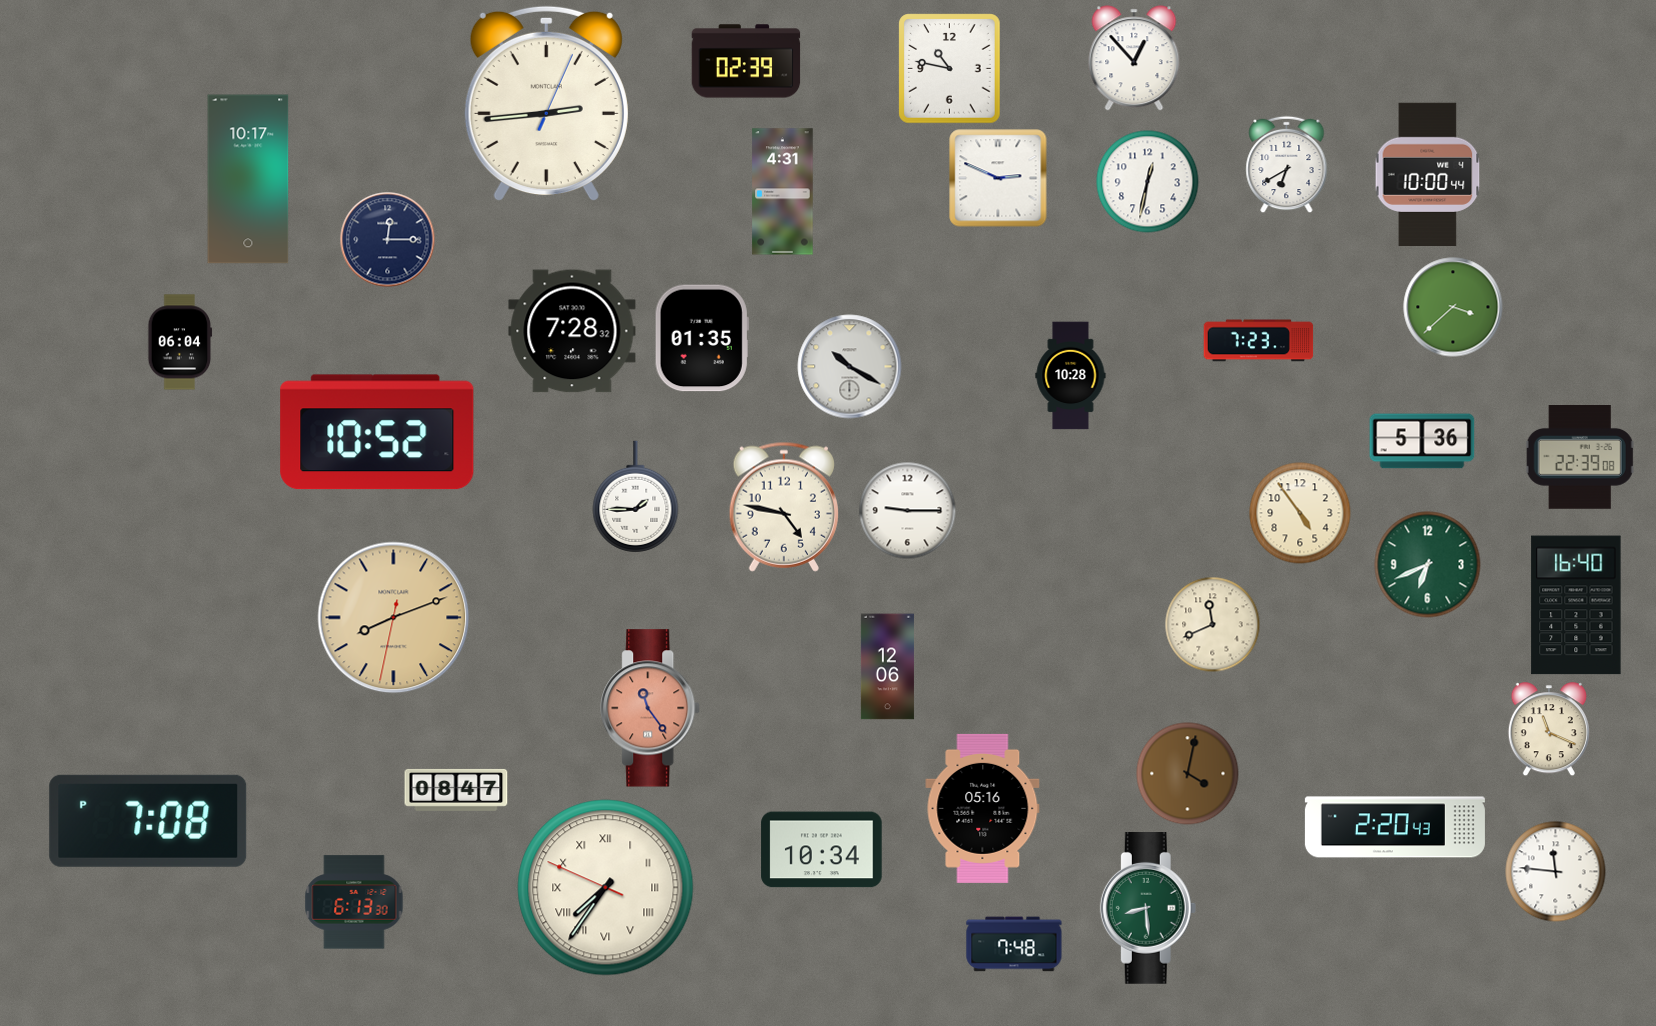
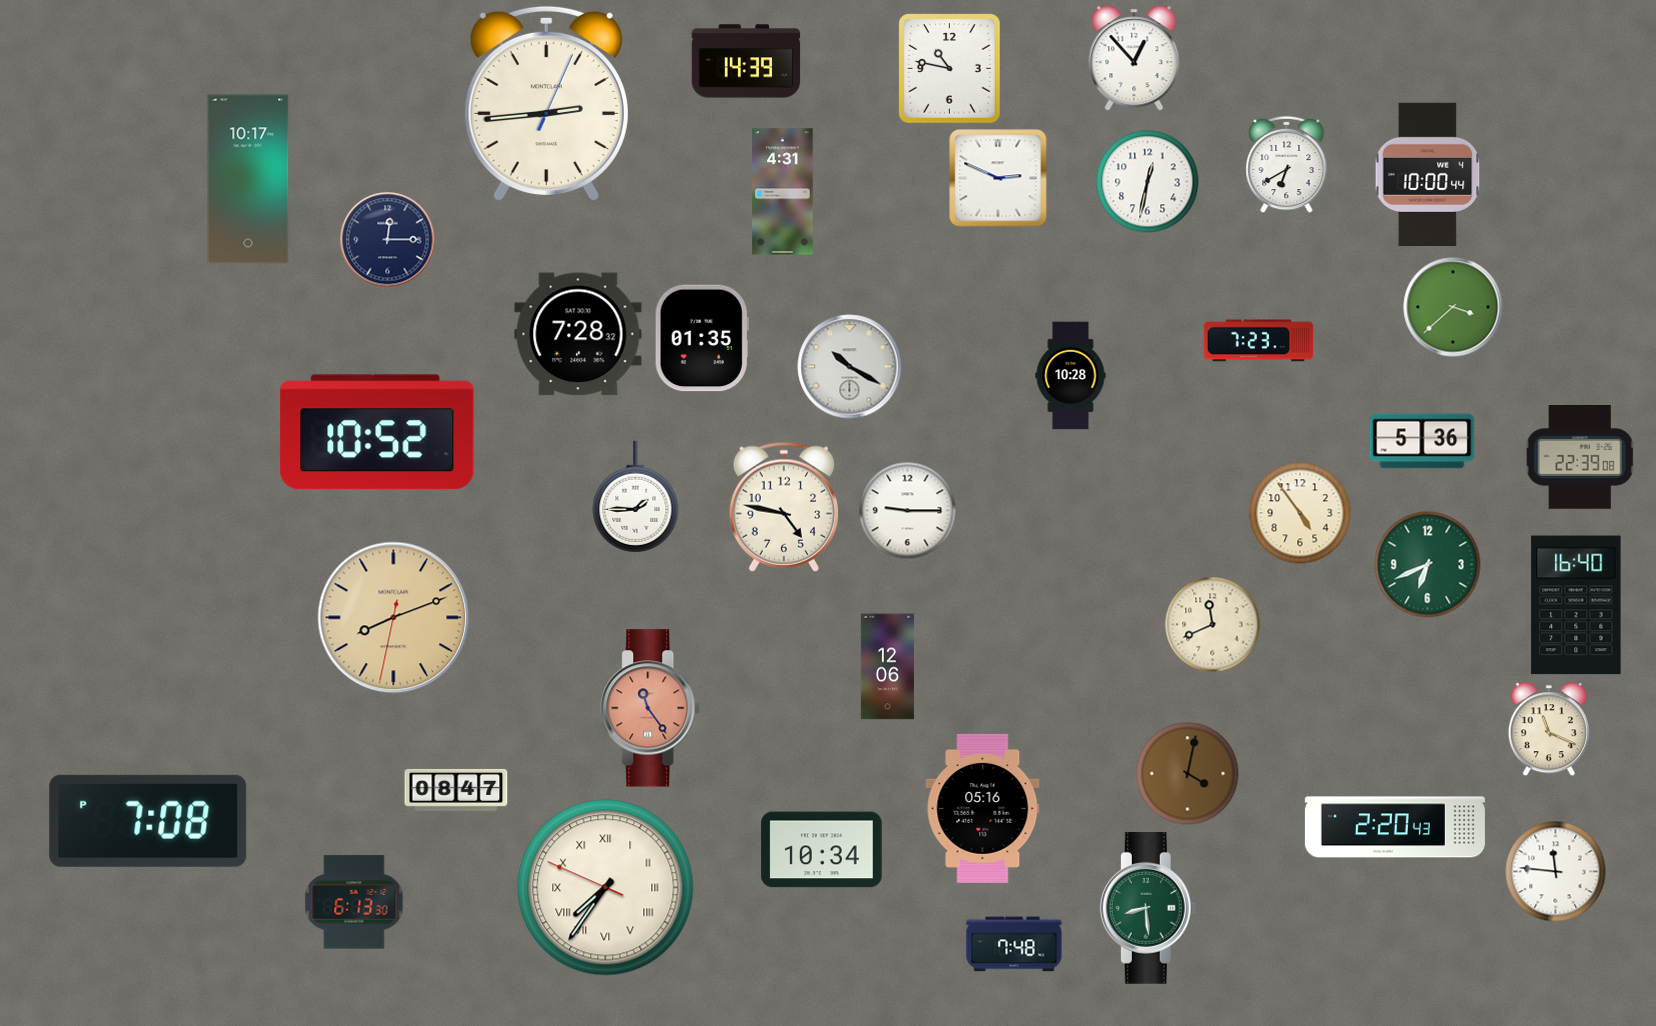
clock at (746, 61): 02:39 -> 14:39
clock at (572, 331) position: (572, 331) -> (578, 334)
clock at (180, 342): 06:04 -> none
